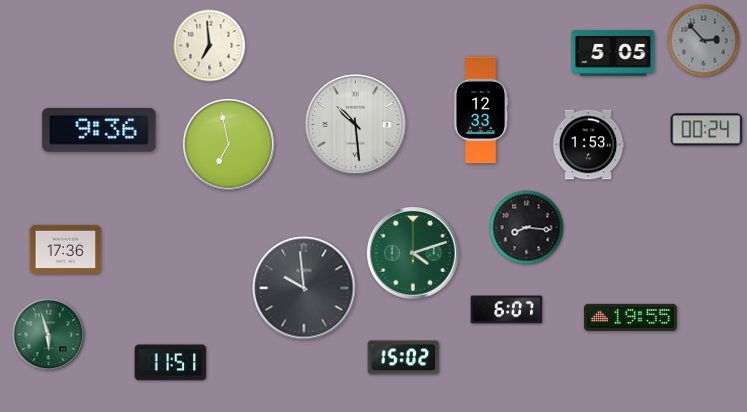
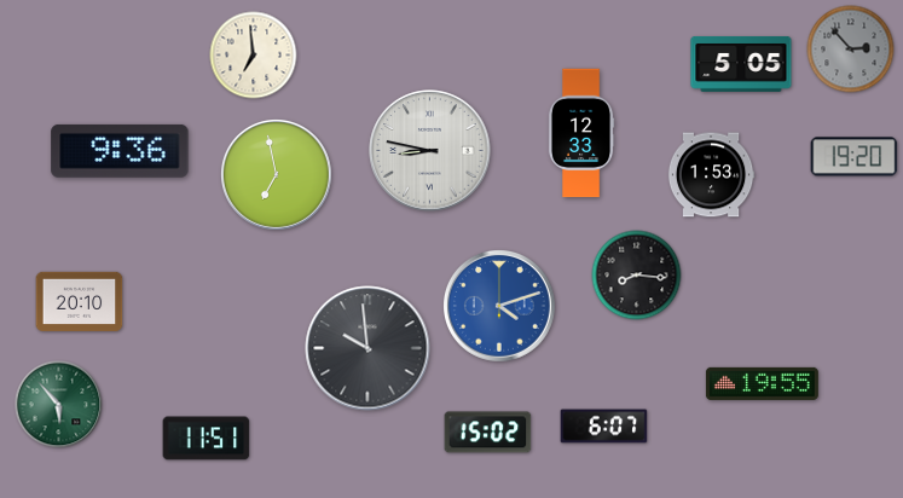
clock at (356, 125): 10:29 -> 8:47
clock at (99, 130) position: (99, 130) -> (120, 151)
clock at (707, 130): 00:24 -> 19:20
clock at (66, 249): 17:36 -> 20:10
clock at (414, 254) dial: green -> blue
clock at (507, 310) position: (507, 310) -> (604, 427)
clock at (49, 335): 5:57 -> 5:53
